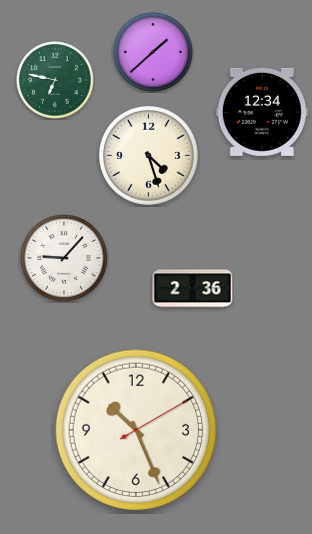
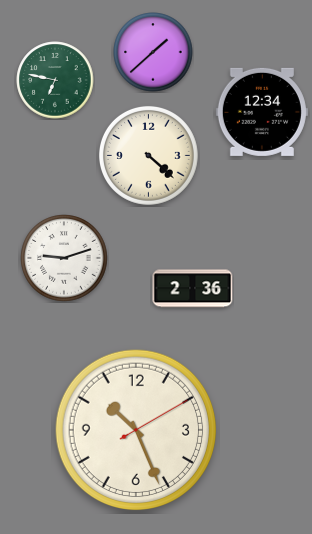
clock at (148, 155): 4:27 -> 4:22
clock at (64, 258): 9:07 -> 9:12
